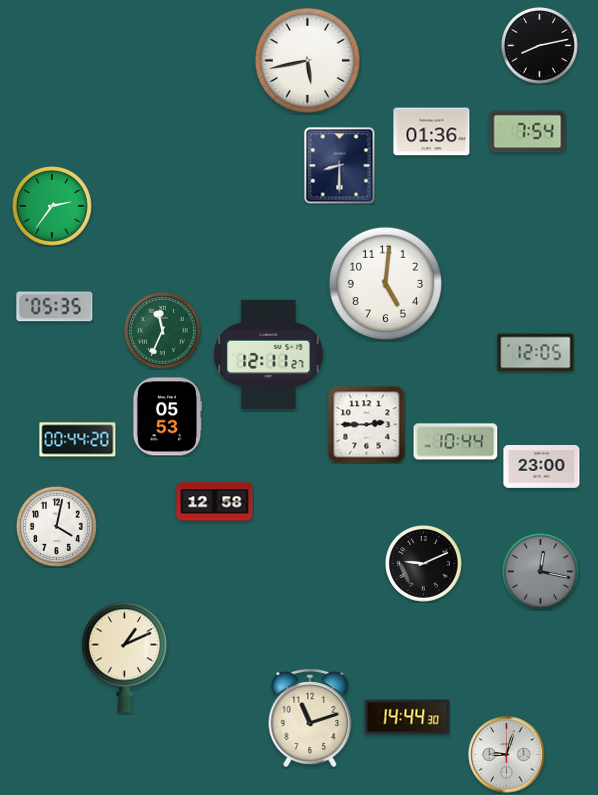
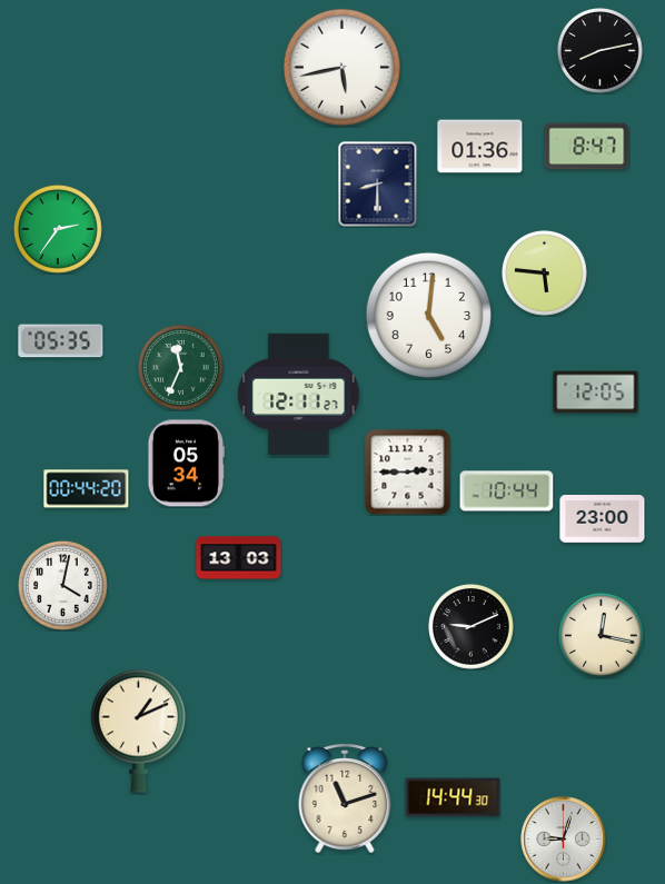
clock at (528, 132): 7:54 -> 8:47
clock at (545, 274): none -> 5:46
clock at (167, 417): 05:53 -> 05:34
clock at (215, 502): 12:58 -> 13:03
clock at (541, 572) dial: grey -> cream
